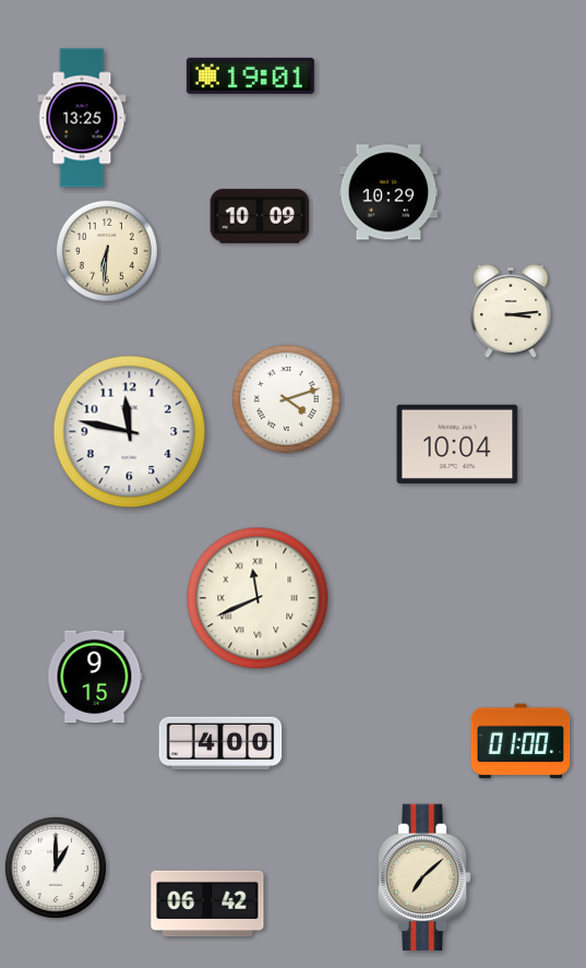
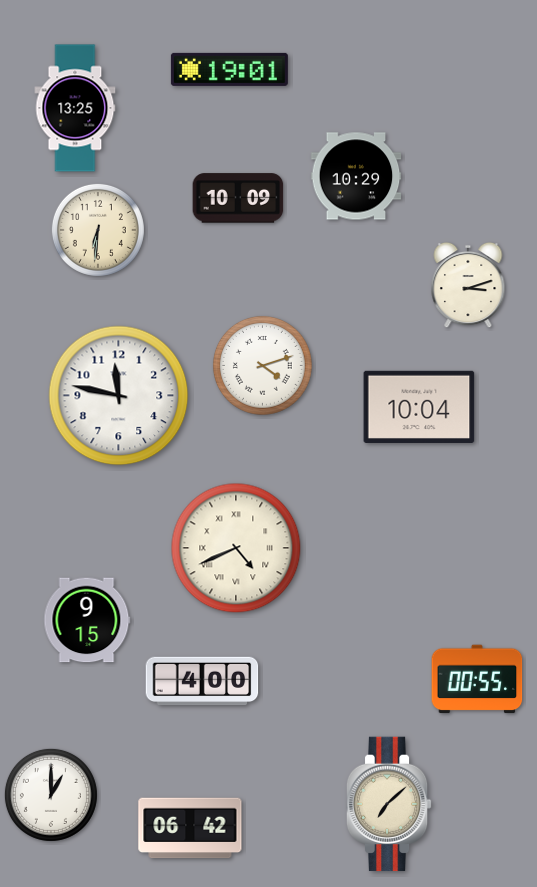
clock at (511, 311): 3:14 -> 3:12
clock at (258, 598): 11:41 -> 4:41
clock at (521, 741): 01:00 -> 00:55
